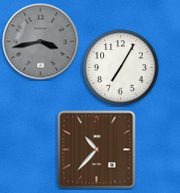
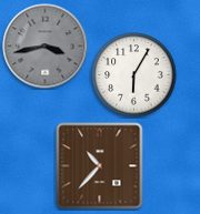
clock at (121, 68): 7:05 -> 6:05
clock at (97, 150) position: (97, 150) -> (100, 166)
